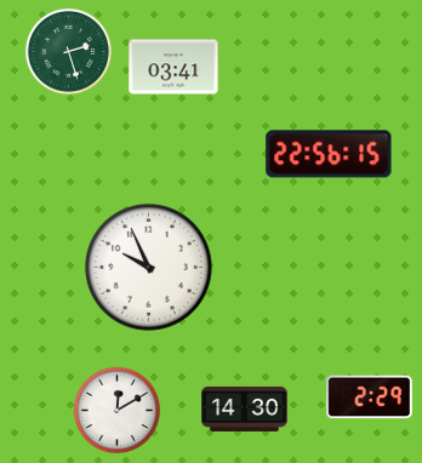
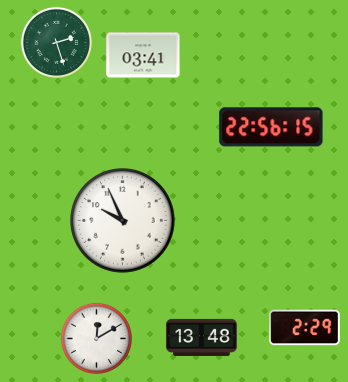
clock at (245, 408): 14:30 -> 13:48
